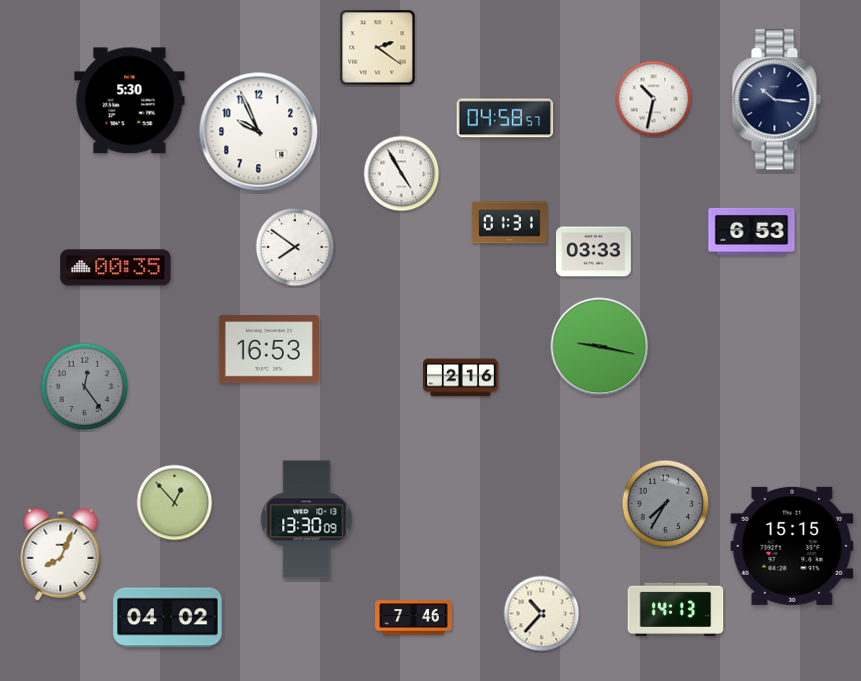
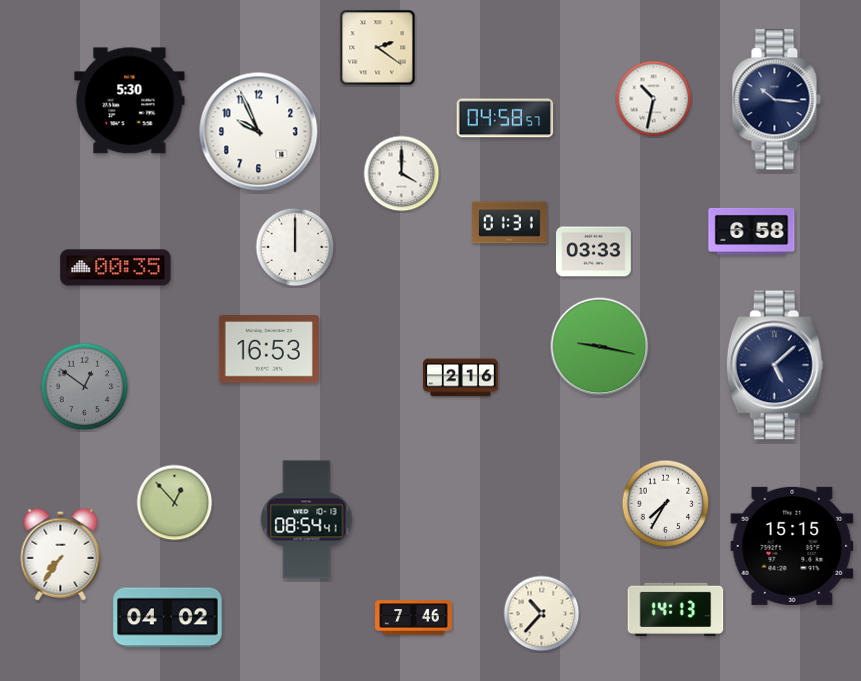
clock at (402, 174): 4:55 -> 4:00
clock at (752, 231): 6:53 -> 6:58
clock at (295, 247): 7:51 -> 12:00
clock at (775, 365): none -> 5:08
clock at (85, 387): 12:24 -> 12:51
clock at (666, 504) dial: grey -> white
clock at (307, 520): 13:30 -> 08:54
clock at (61, 554): 8:04 -> 7:36
